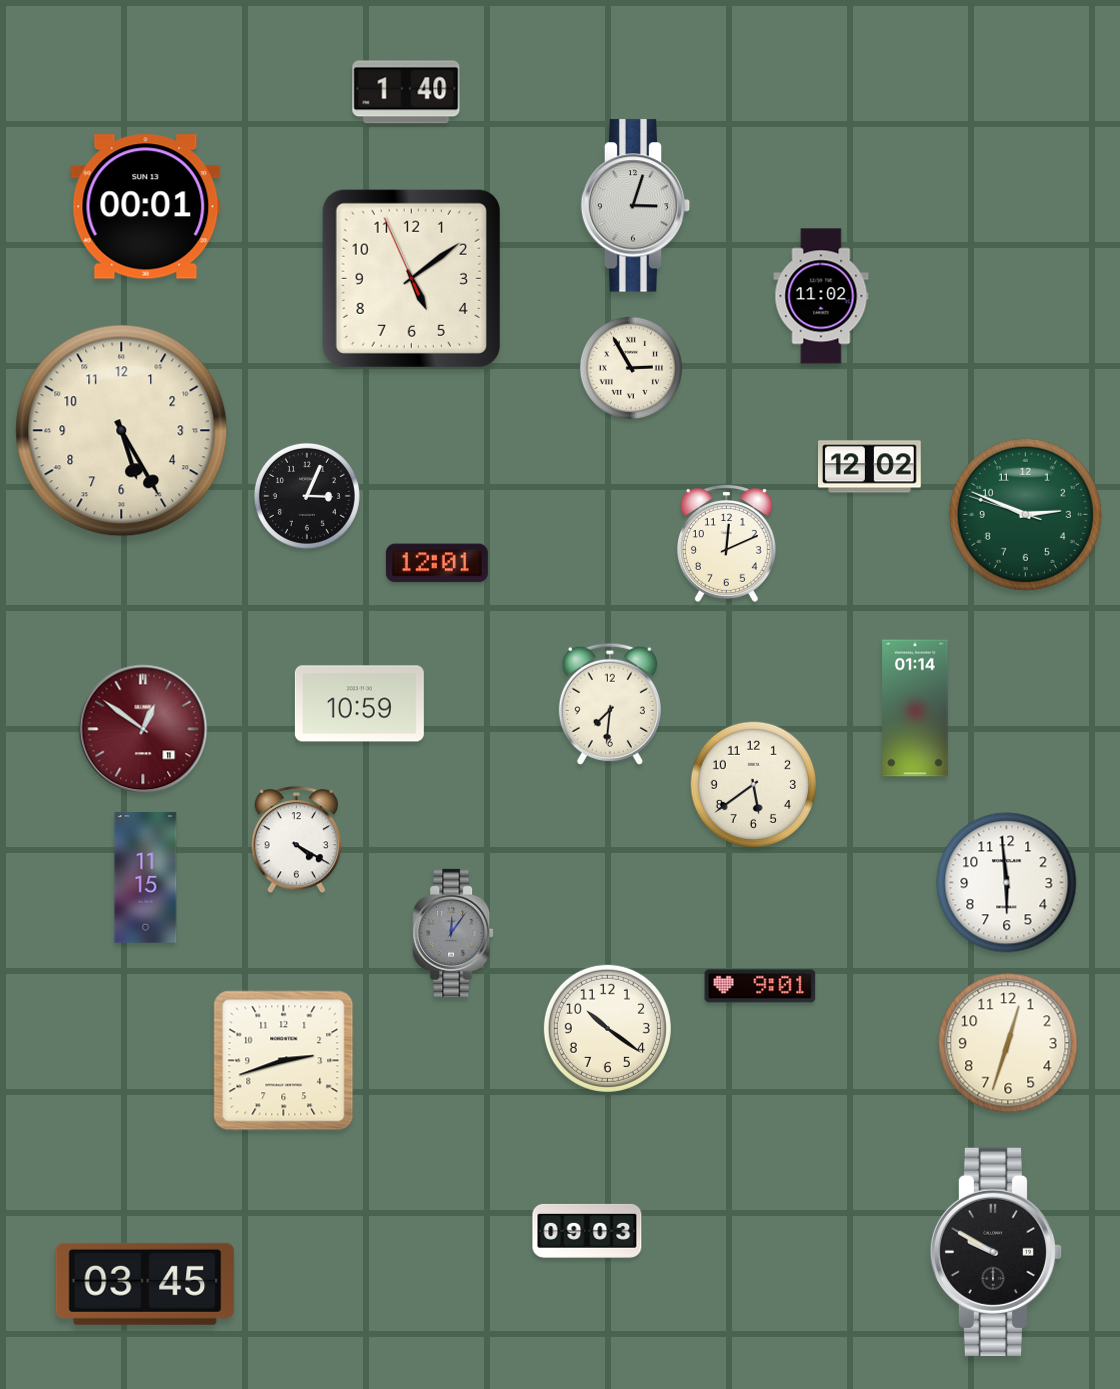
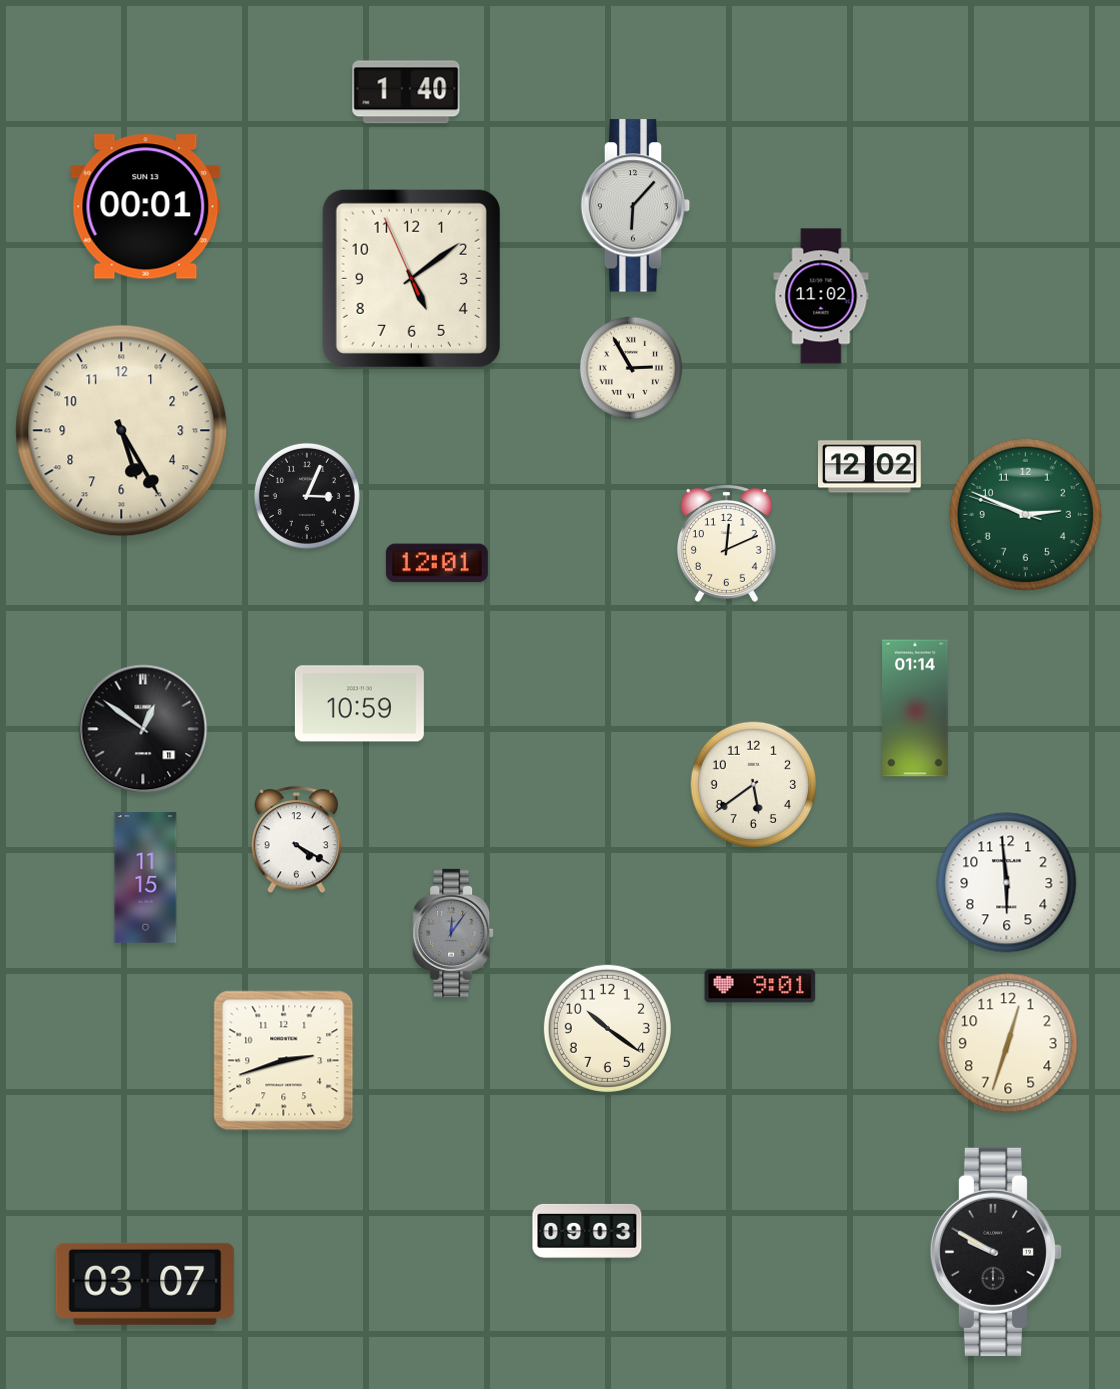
clock at (636, 206): 3:03 -> 6:07
clock at (610, 704): 7:31 -> none
clock at (143, 729) dial: burgundy -> black
clock at (145, 1284): 03:45 -> 03:07
